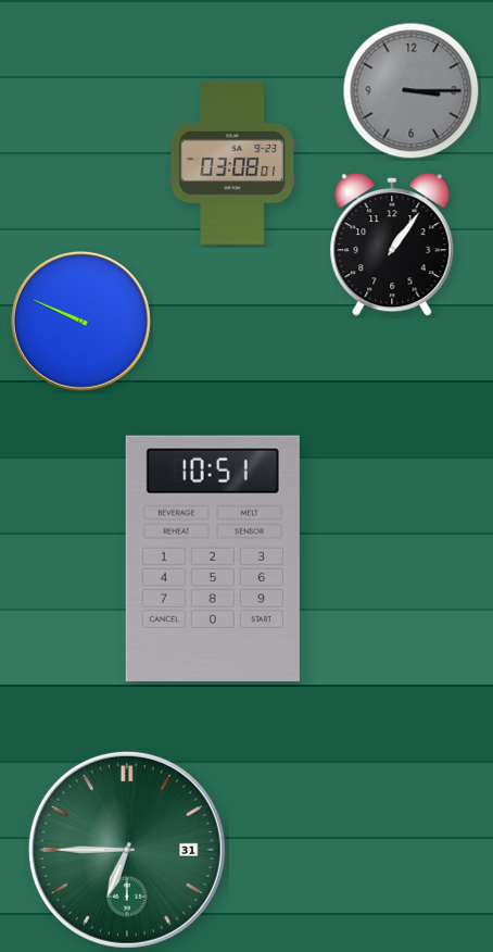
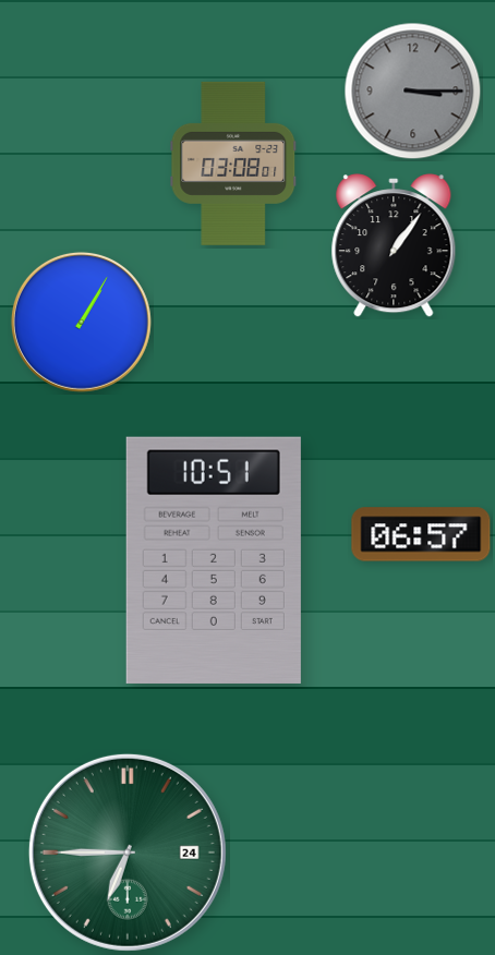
clock at (80, 321): 9:49 -> 1:05
clock at (421, 534): none -> 06:57
clock at (127, 850) date: 31 -> 24
